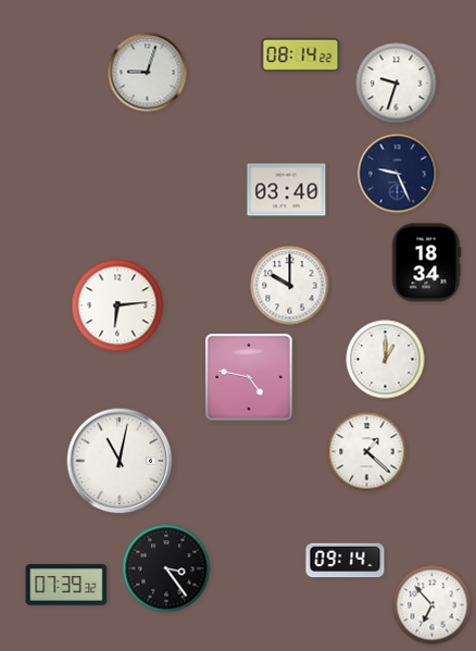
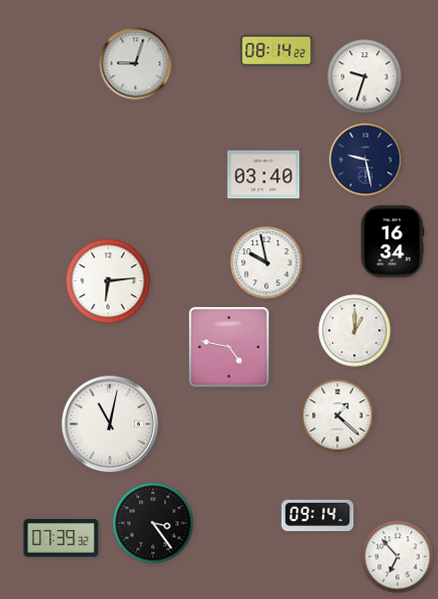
clock at (148, 73) position: (148, 73) -> (136, 64)
clock at (398, 174): 9:26 -> 9:28
clock at (426, 263): 18:34 -> 16:34
clock at (290, 286): 10:00 -> 9:58
